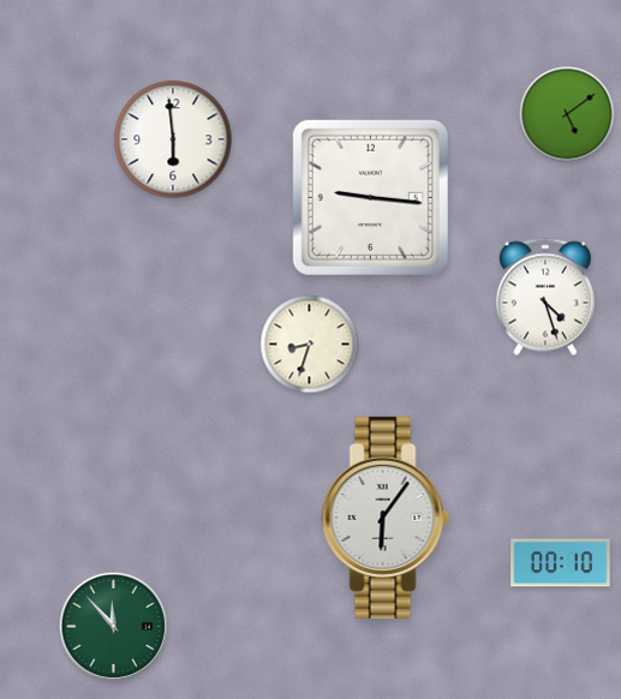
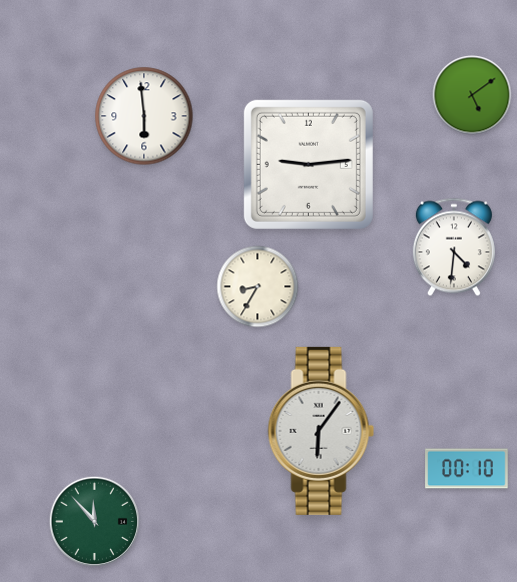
clock at (370, 197): 9:16 -> 9:14
clock at (545, 297): 4:27 -> 4:31
clock at (310, 345): 8:33 -> 8:35
